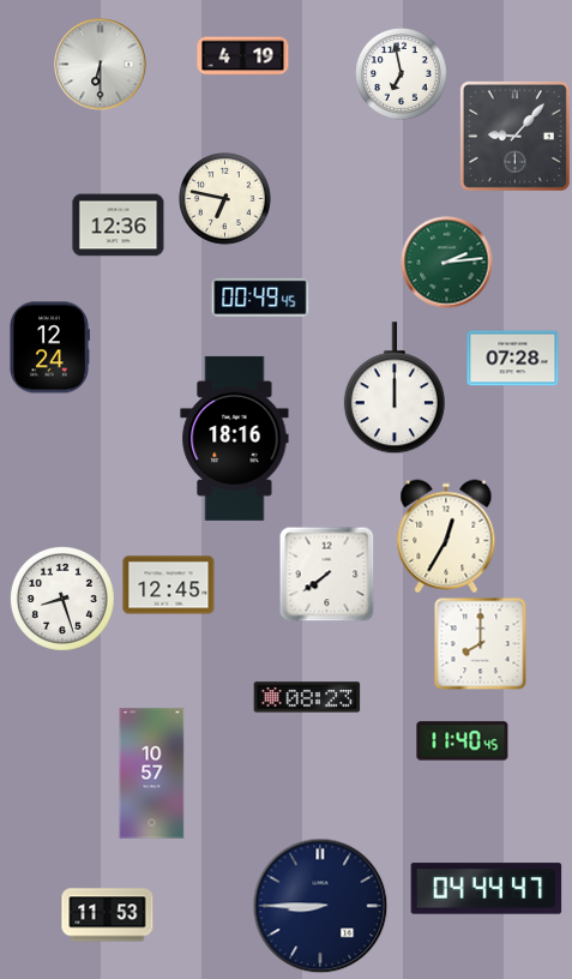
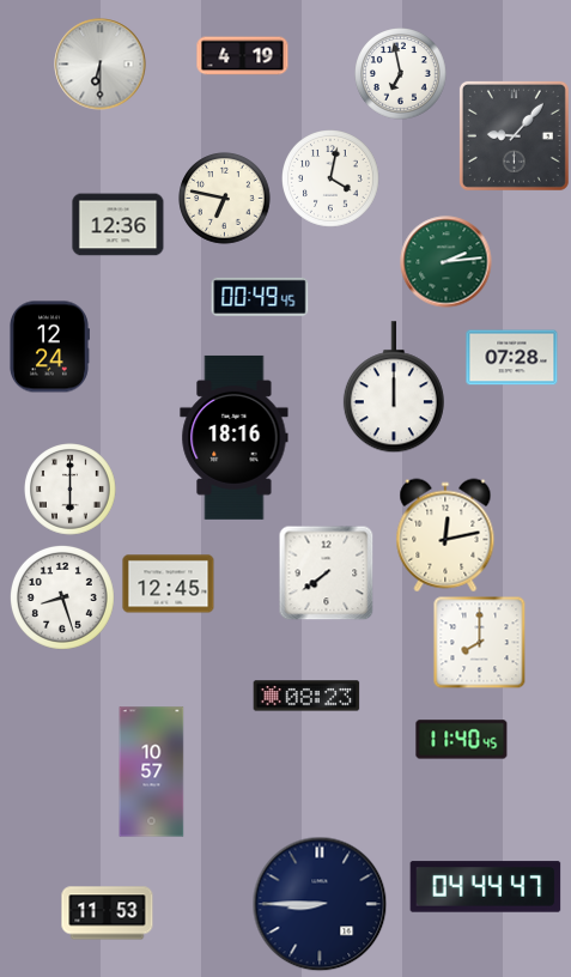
clock at (332, 180): none -> 4:02
clock at (71, 490): none -> 6:00
clock at (446, 536): 12:35 -> 12:13
